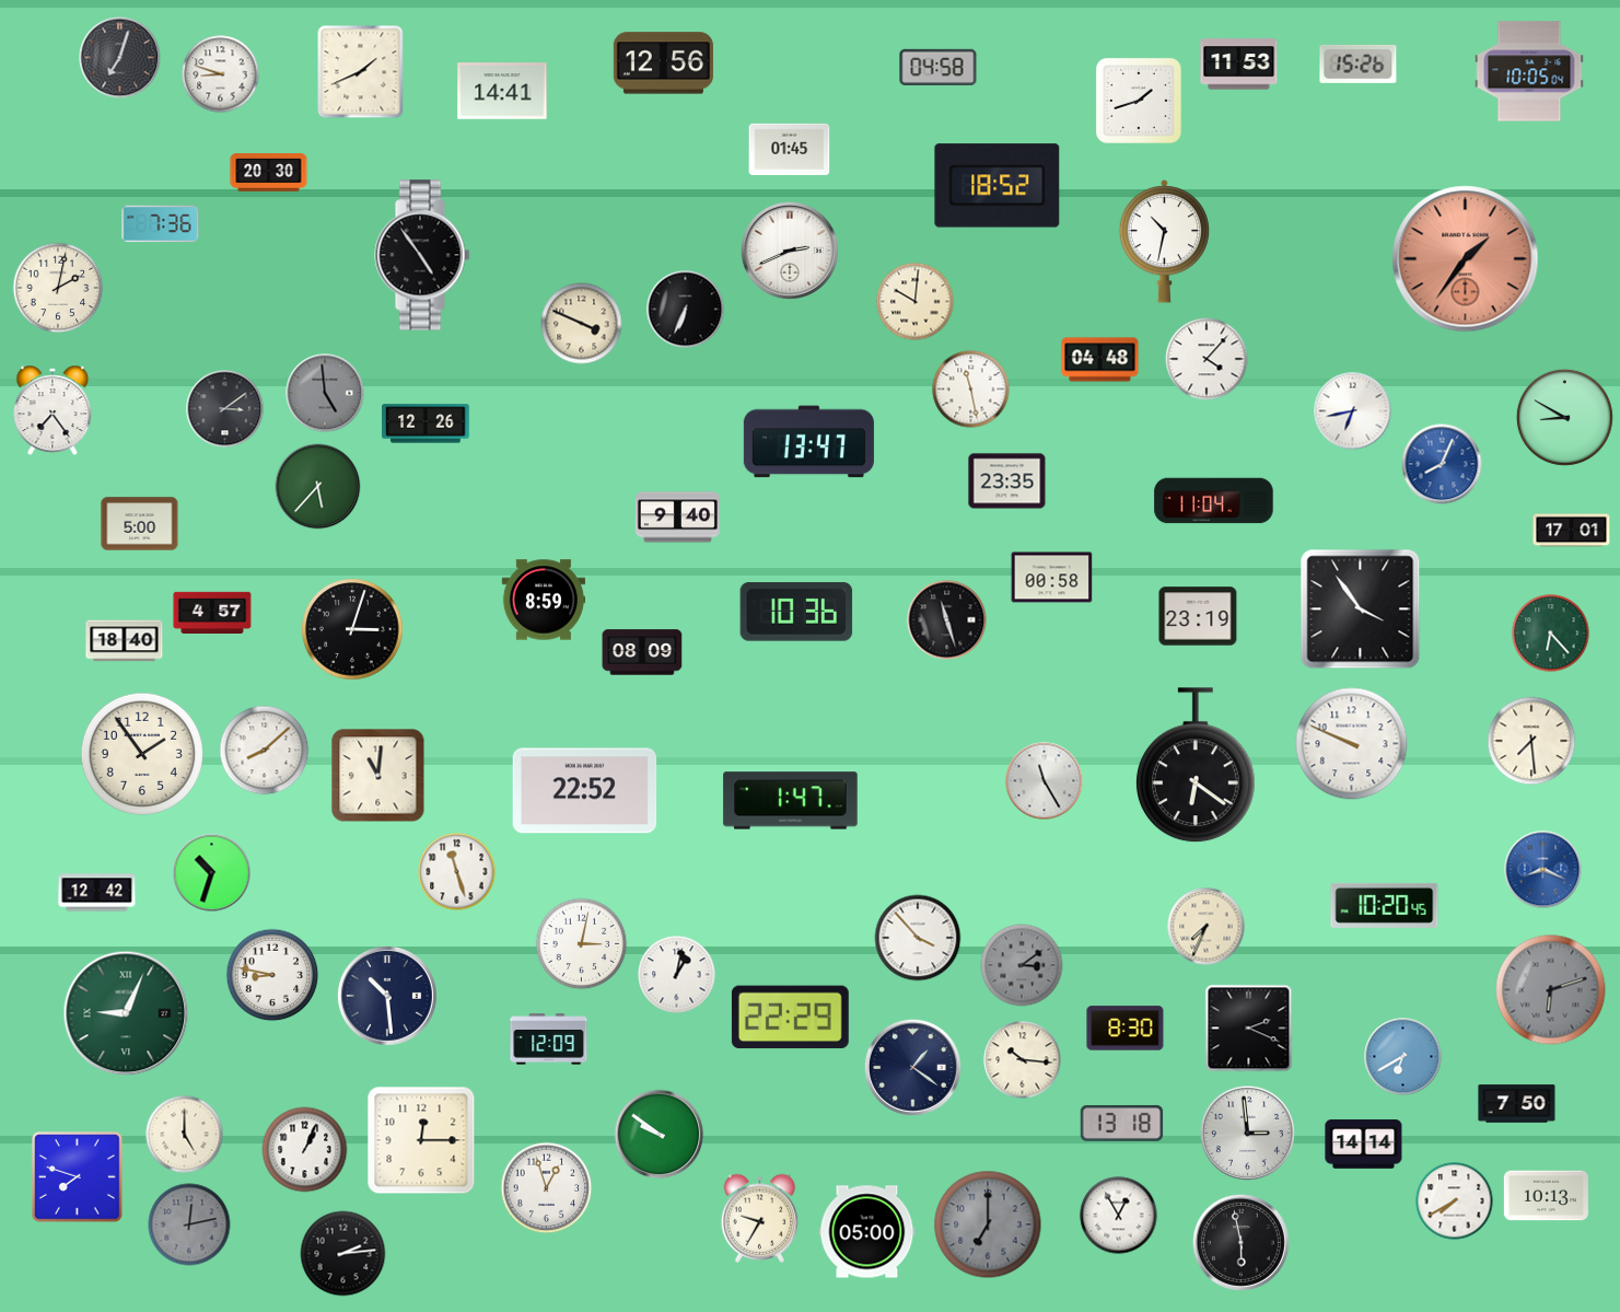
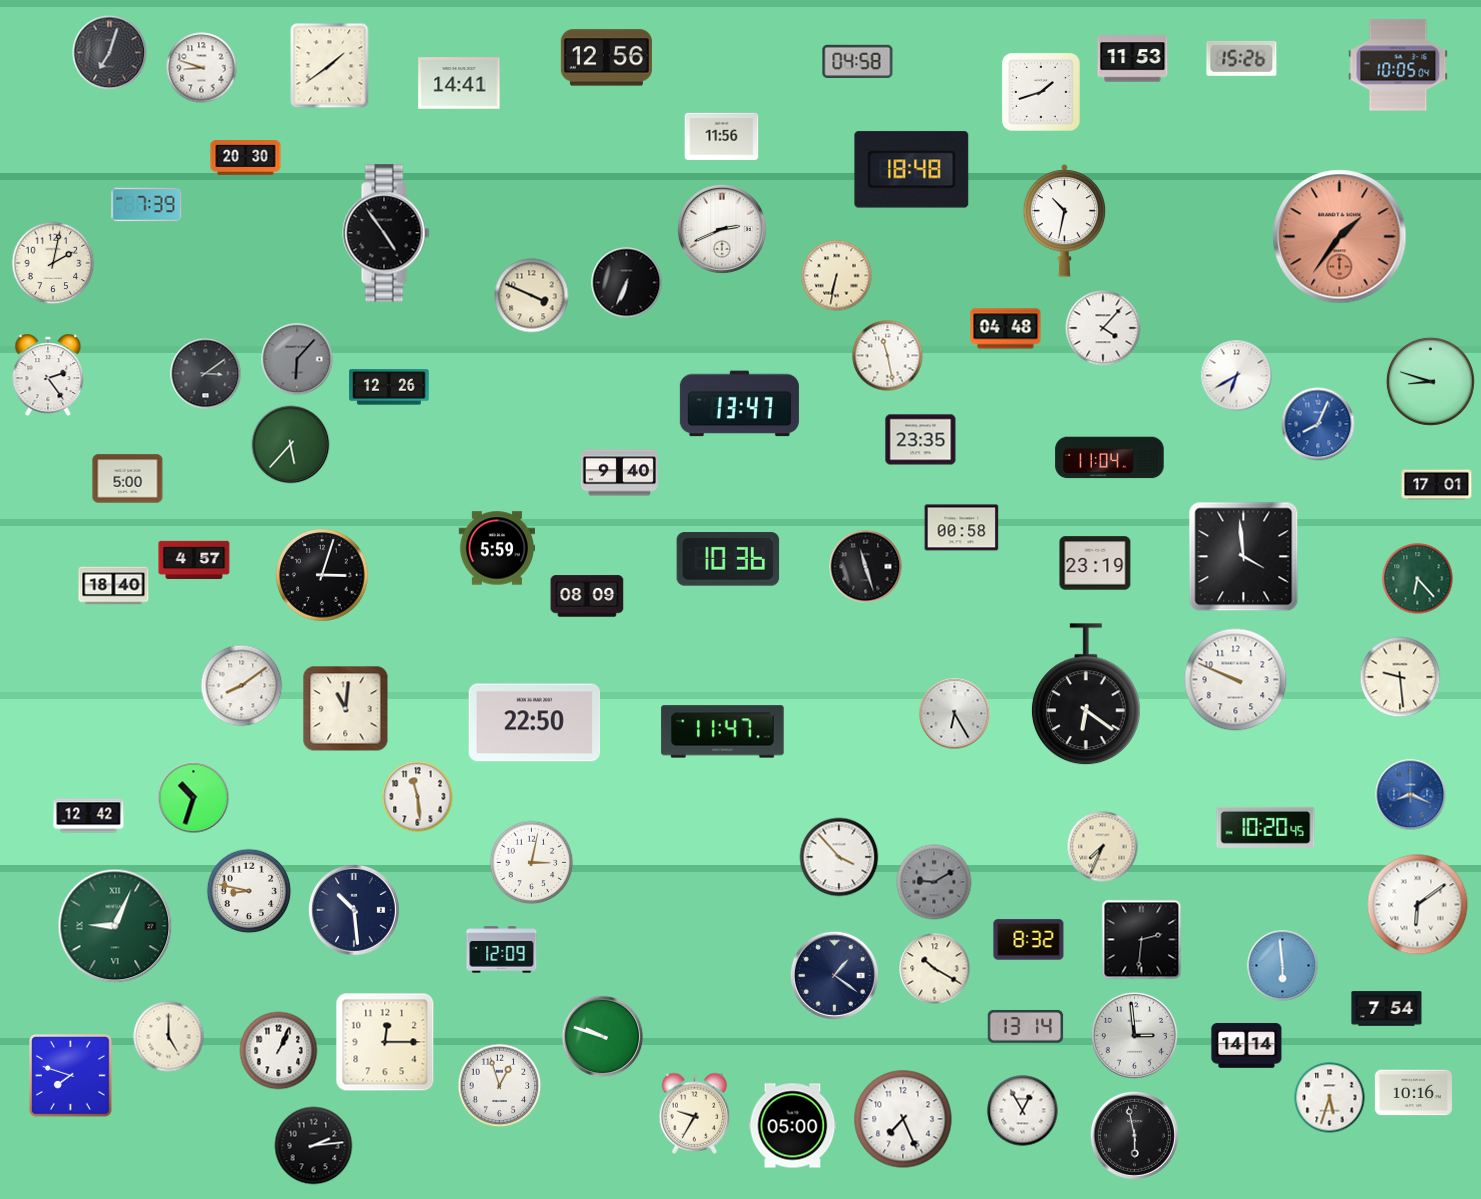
clock at (361, 72): 1:41 -> 1:39
clock at (790, 149): 01:45 -> 11:56
clock at (998, 186): 18:52 -> 18:48
clock at (161, 224): 7:36 -> 7:39
clock at (916, 302): 10:01 -> 6:32
clock at (325, 393): 4:59 -> 6:07
clock at (53, 409): 7:24 -> 2:24
clock at (1353, 411): 6:43 -> 6:40
clock at (1564, 417): 8:50 -> 8:48
clock at (543, 600): 8:59 -> 5:59
clock at (1361, 609): 3:54 -> 3:59
clock at (1531, 741): 7:29 -> 9:29
clock at (265, 751): 8:08 -> 8:09
clock at (142, 754): 1:54 -> none
clock at (1196, 766) position: (1196, 766) -> (1086, 695)
clock at (1045, 781): 11:25 -> 6:25
clock at (585, 791): 22:52 -> 22:50
clock at (791, 801): 1:47 -> 11:47
clock at (457, 872): 11:27 -> 11:29
clock at (1022, 965): 3:09 -> 9:10
clock at (677, 975): 1:02 -> none
clock at (1551, 990): 6:12 -> 6:09
clock at (1551, 990) dial: grey -> white
clock at (790, 1018): 22:29 -> none
clock at (1126, 1029): 8:30 -> 8:32
clock at (1249, 1029): 2:19 -> 2:31
clock at (1403, 1057): 6:40 -> 5:59
clock at (1023, 1060): 10:16 -> 10:20
clock at (1517, 1104): 7:50 -> 7:54
clock at (1122, 1123): 13:18 -> 13:14
clock at (1247, 1133) position: (1247, 1133) -> (1134, 1035)
clock at (660, 1135): 9:51 -> 9:48
clock at (1546, 1196): 10:13 -> 10:16
clock at (1455, 1201): 7:40 -> 5:33
clock at (189, 1224): 12:13 -> none
clock at (988, 1224): 7:00 -> 7:26
clock at (988, 1224) dial: grey -> white
